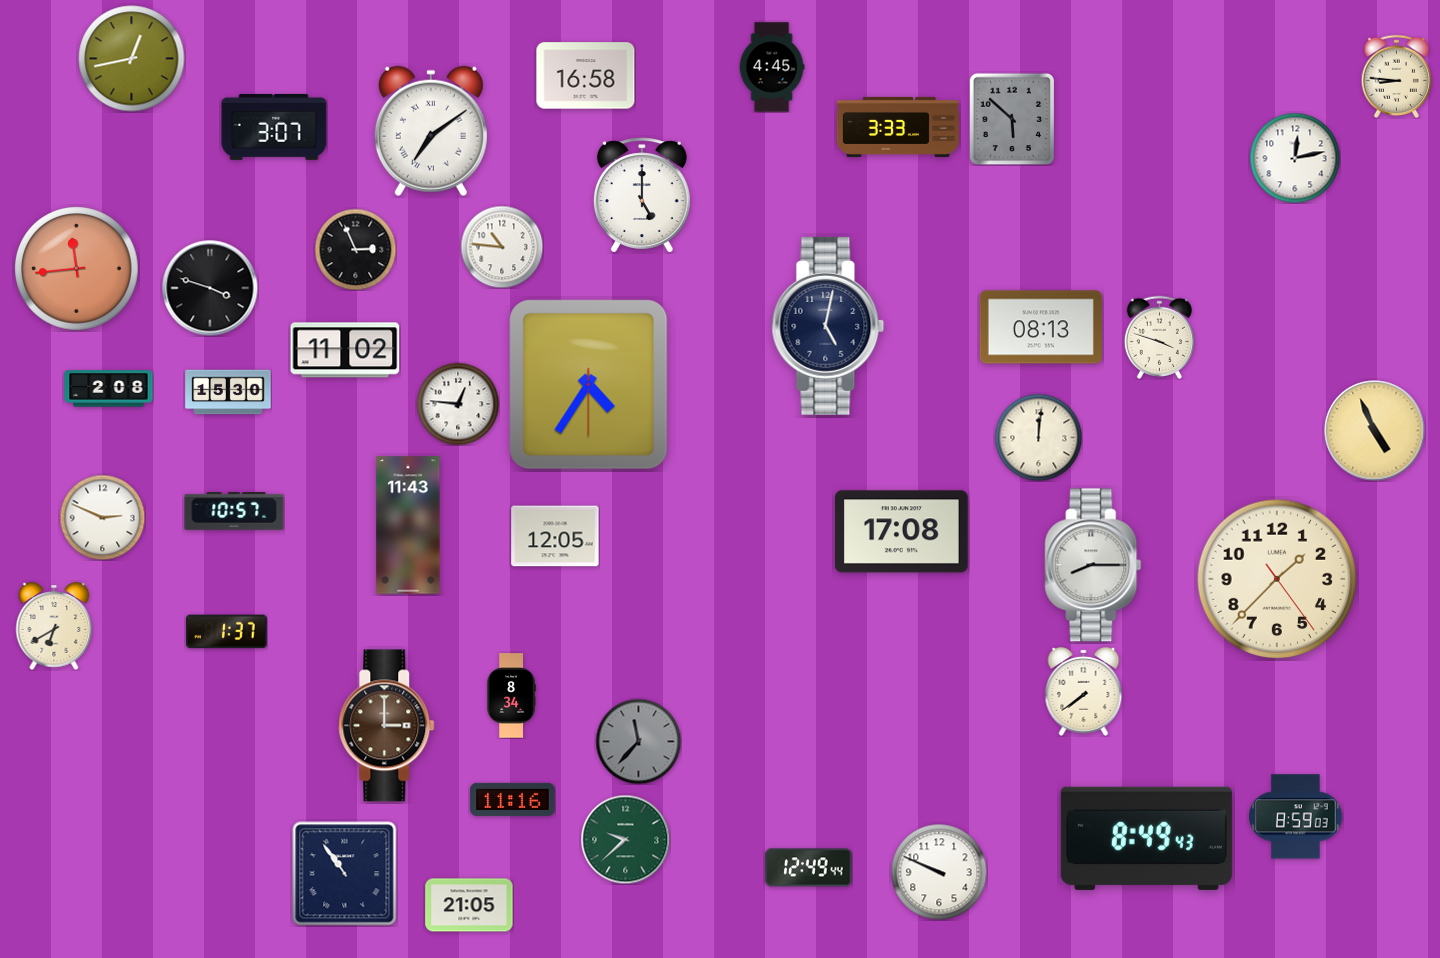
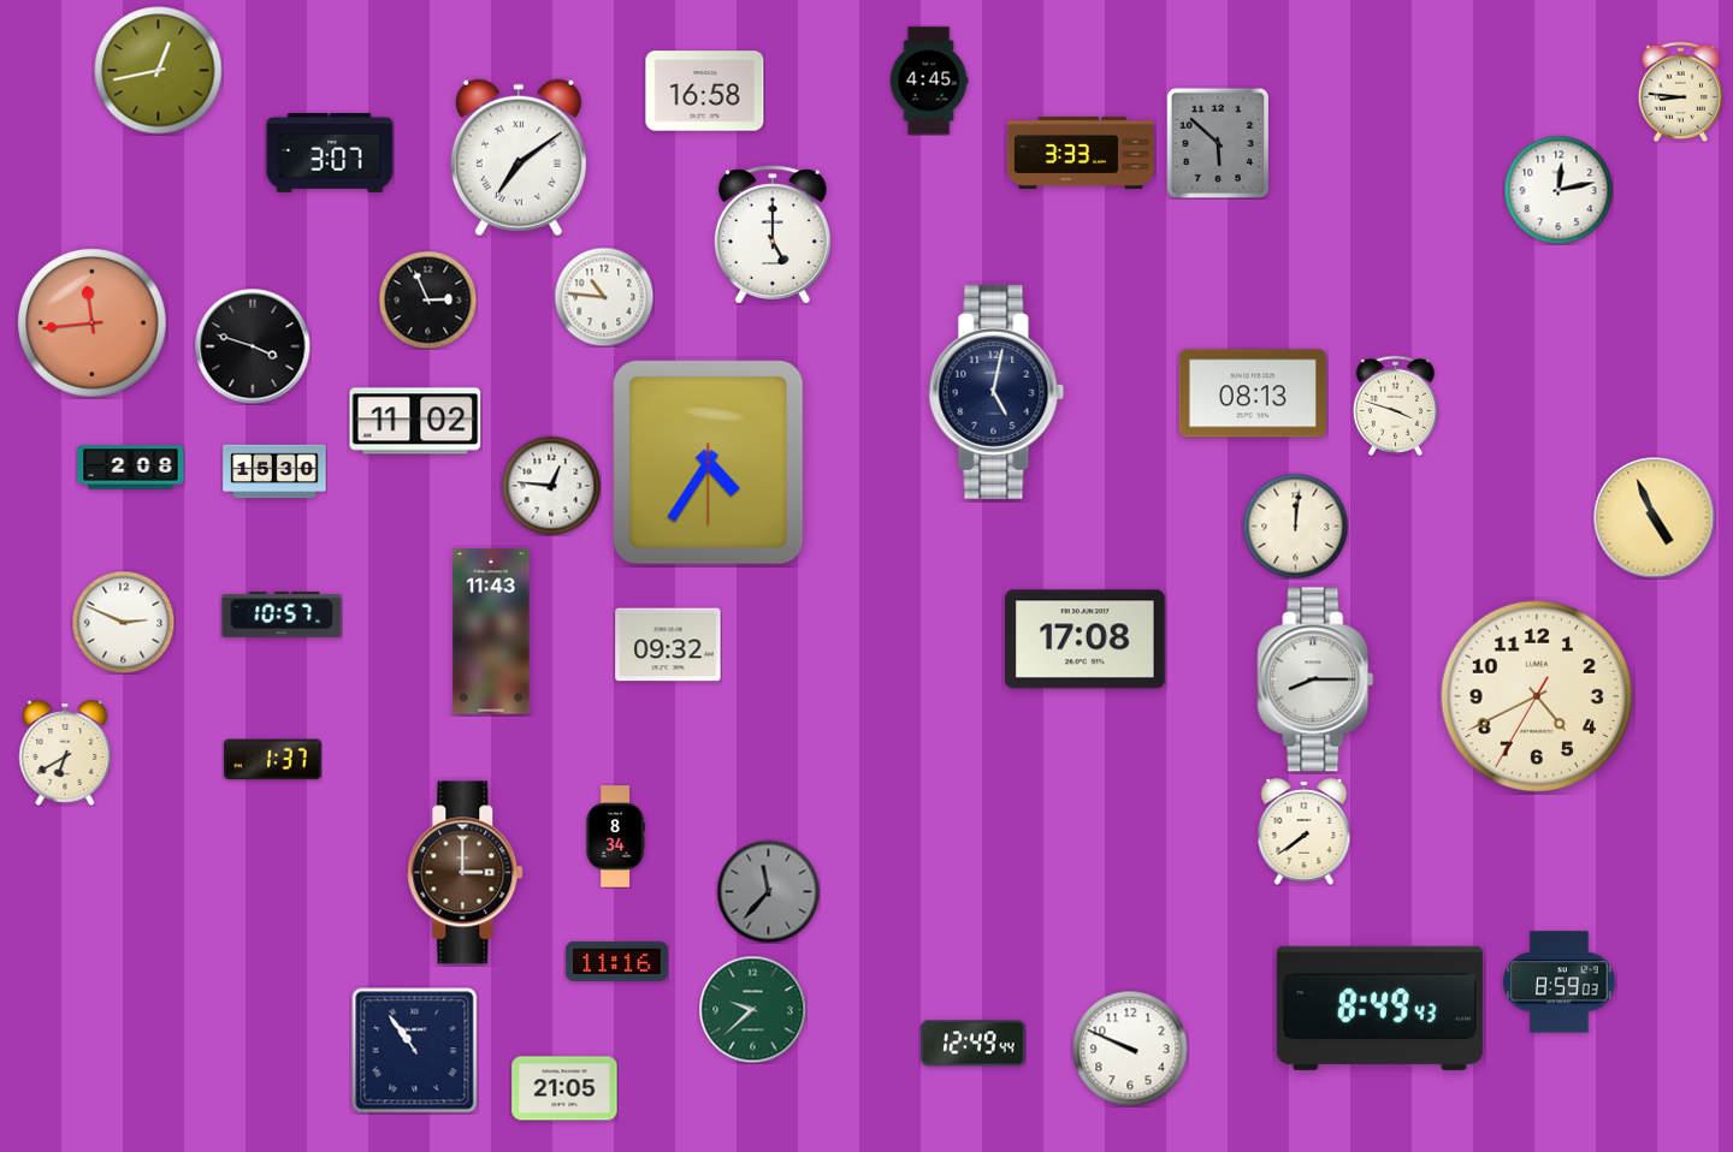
clock at (1038, 437) position: (1038, 437) -> (1295, 525)
clock at (555, 536): 12:05 -> 09:32
clock at (1277, 579): 1:37 -> 4:40
